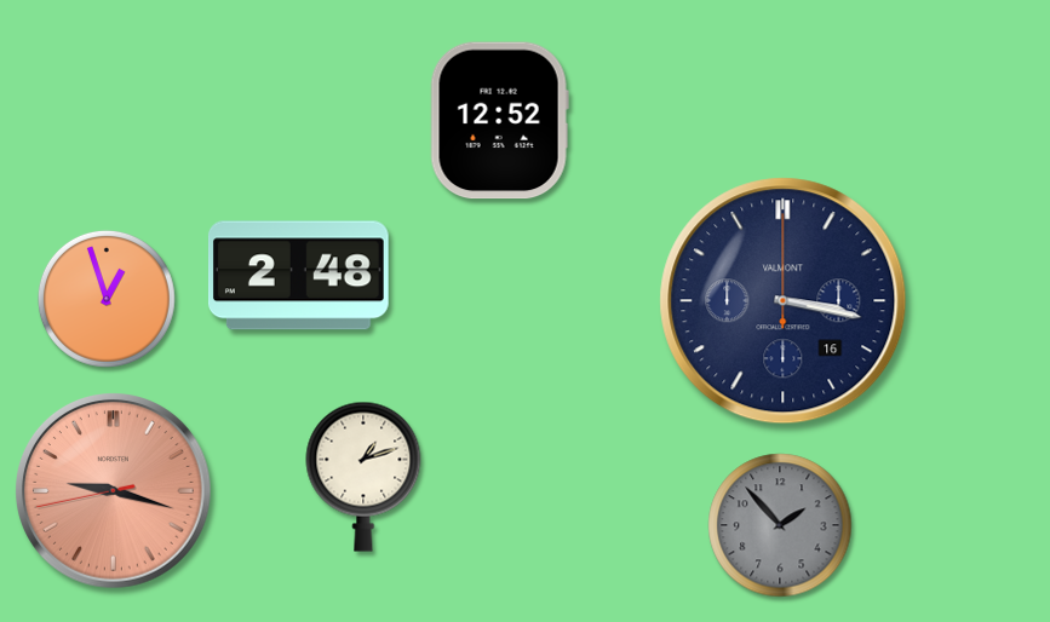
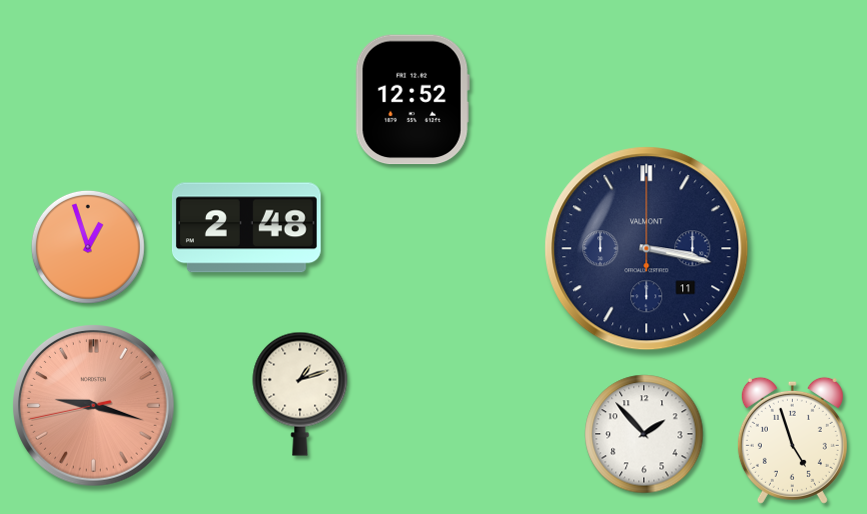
clock at (784, 301) date: 16 -> 11
clock at (780, 525) dial: grey -> white
clock at (792, 440): none -> 4:57
